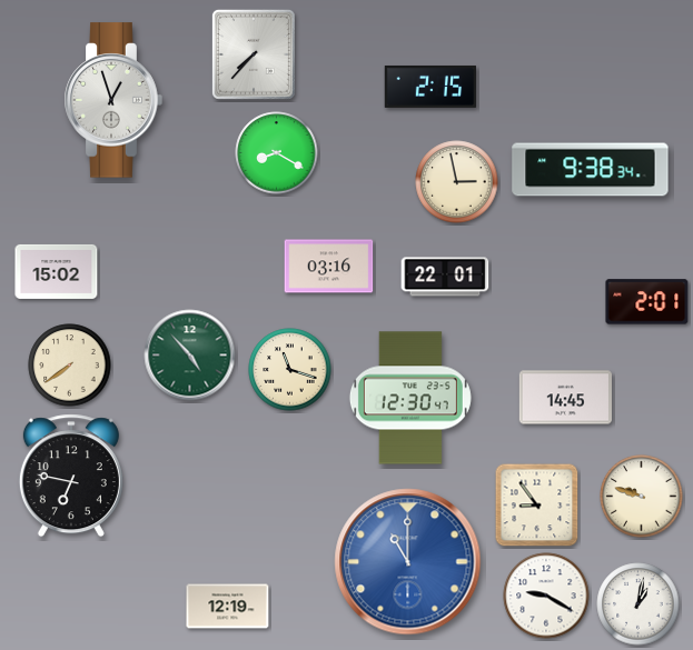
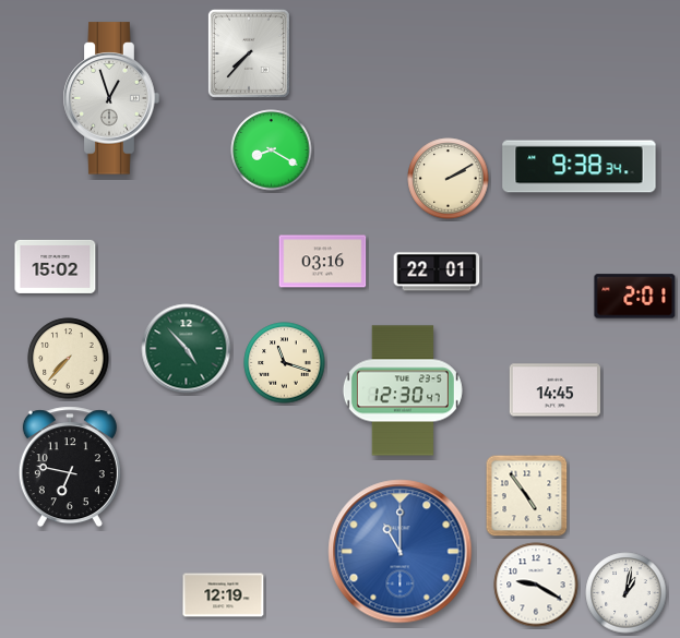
clock at (430, 87): 2:15 -> none
clock at (457, 182): 2:58 -> 2:10
clock at (70, 366): 7:39 -> 7:37
clock at (642, 497): 9:48 -> none
clock at (537, 506): 8:54 -> 4:54
